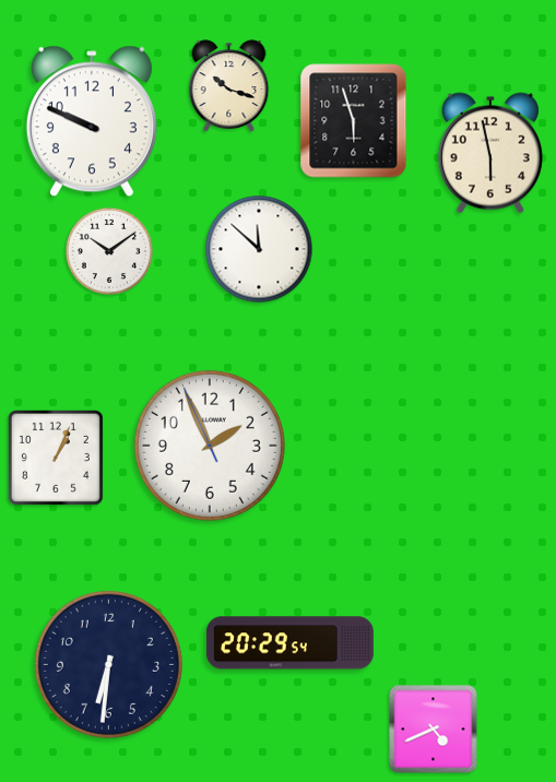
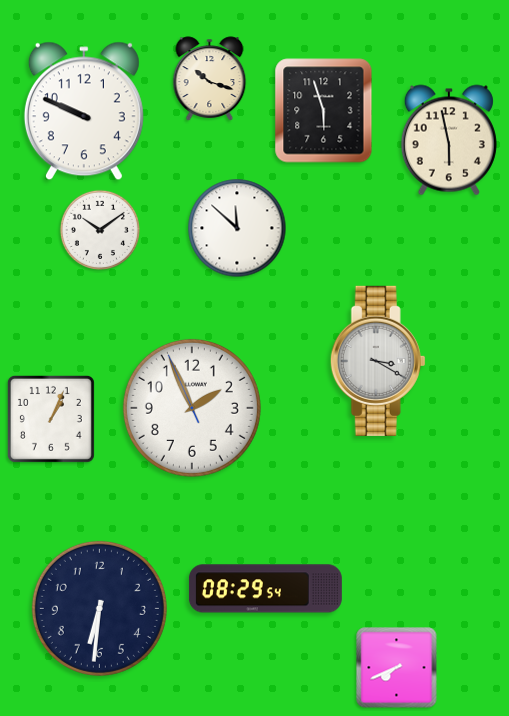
clock at (378, 361): none -> 3:20
clock at (289, 643): 20:29 -> 08:29
clock at (434, 730): 4:41 -> 7:41
